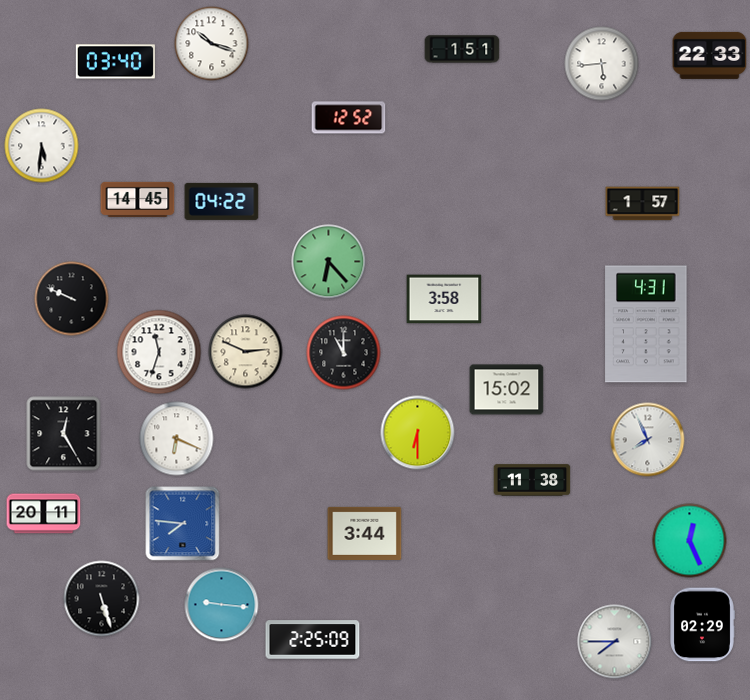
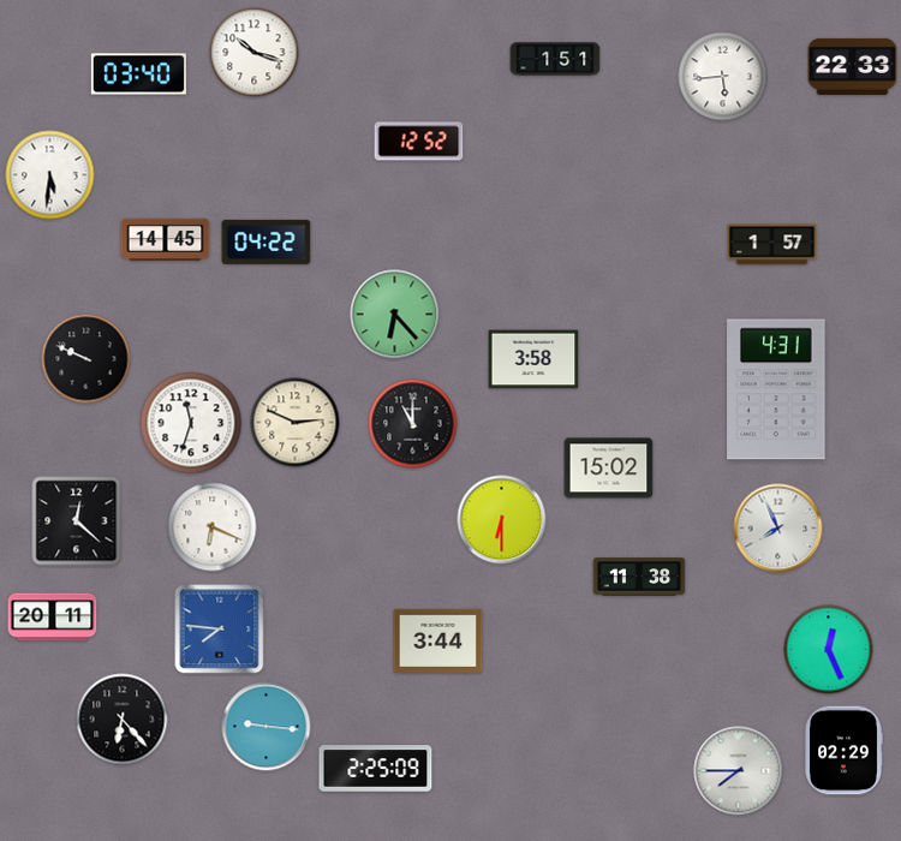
clock at (64, 434): 12:25 -> 12:22
clock at (102, 599): 5:27 -> 6:23
